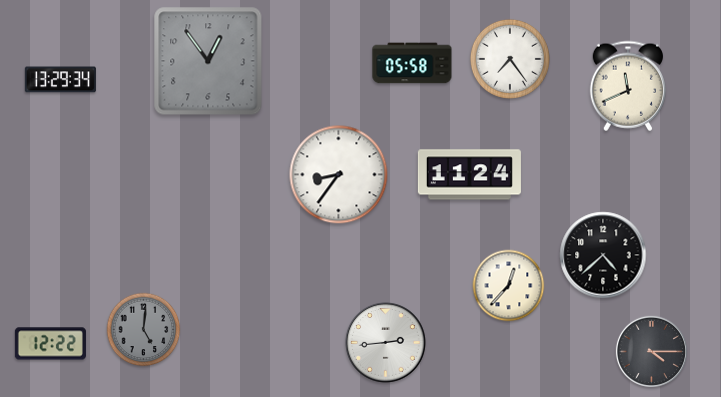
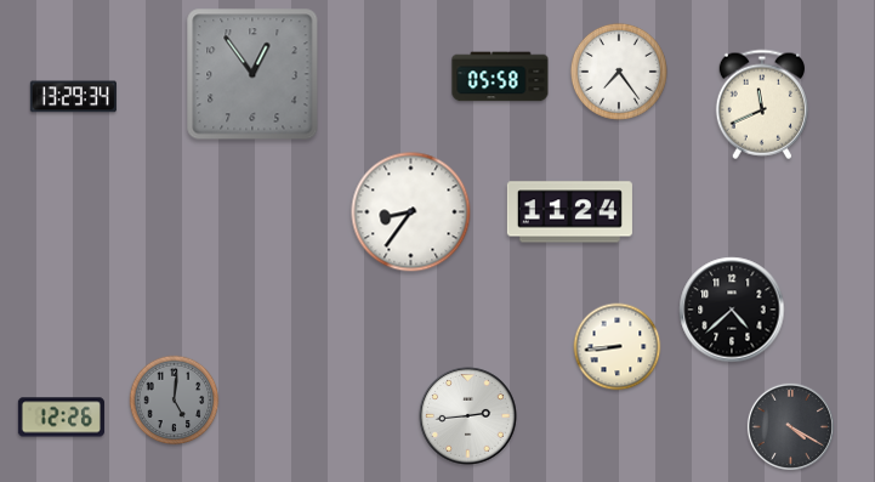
clock at (509, 286): 12:37 -> 8:44
clock at (50, 344): 12:22 -> 12:26
clock at (651, 351): 4:15 -> 4:20
